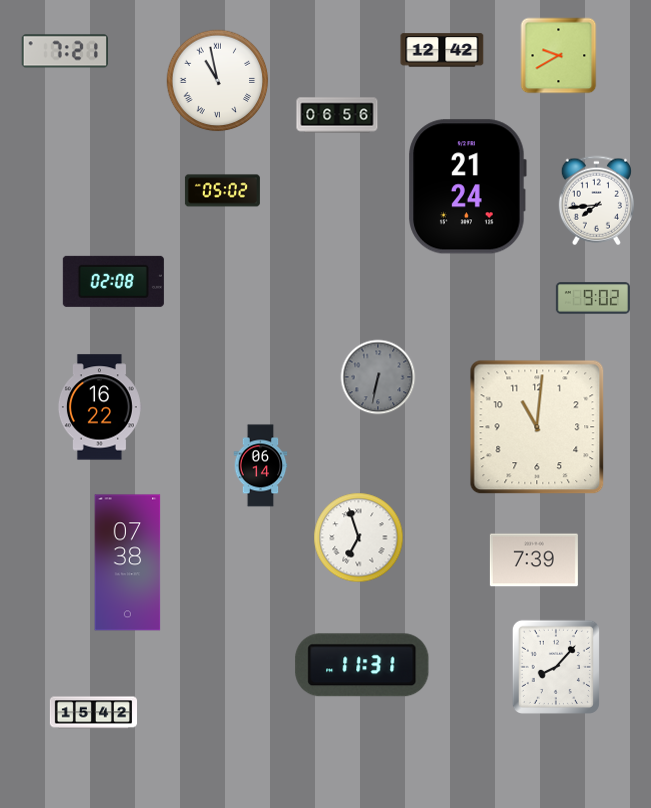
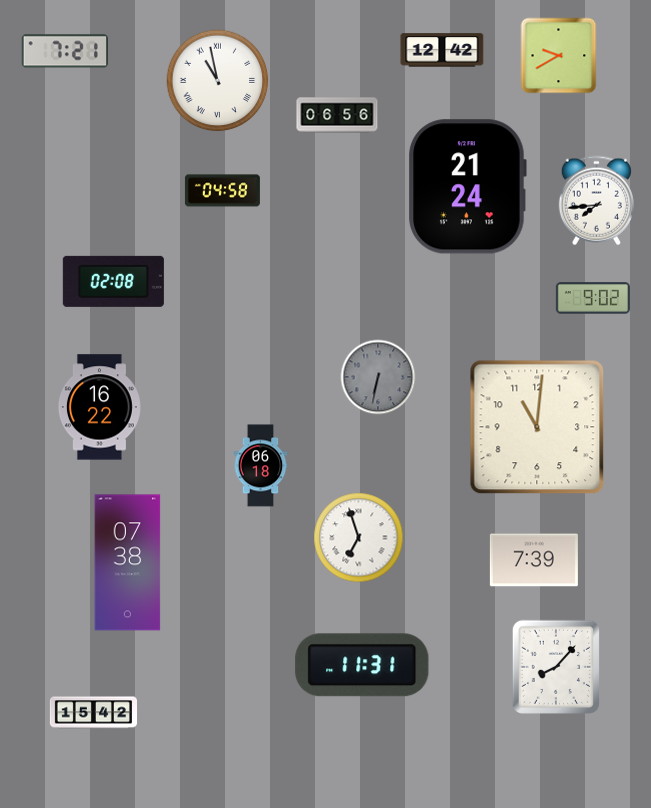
clock at (222, 191): 05:02 -> 04:58
clock at (261, 466): 06:14 -> 06:18
